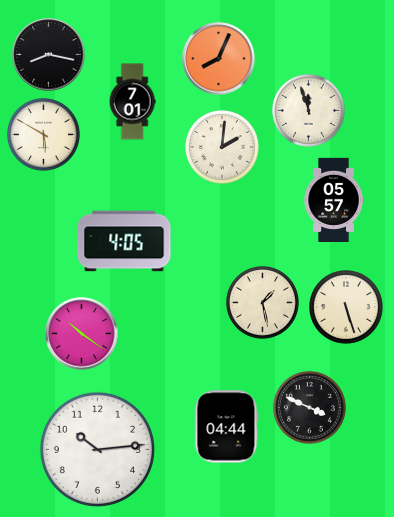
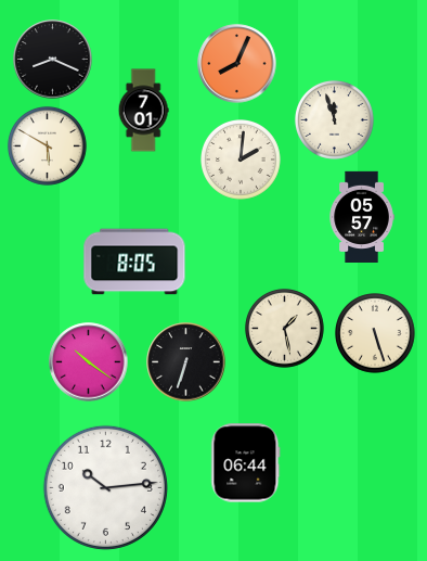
clock at (49, 55): 8:17 -> 8:19
clock at (124, 241): 4:05 -> 8:05
clock at (186, 362): none -> 6:33
clock at (309, 407): 3:49 -> none
clock at (227, 427): 04:44 -> 06:44
